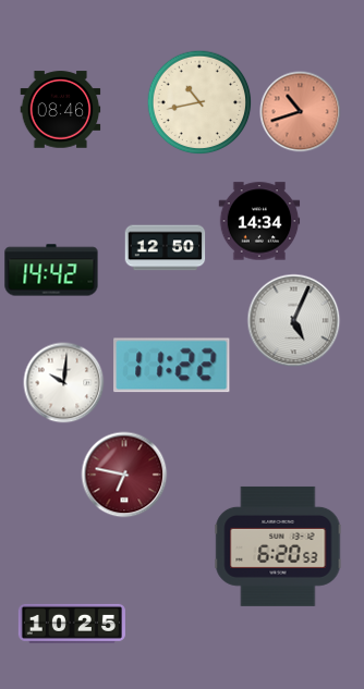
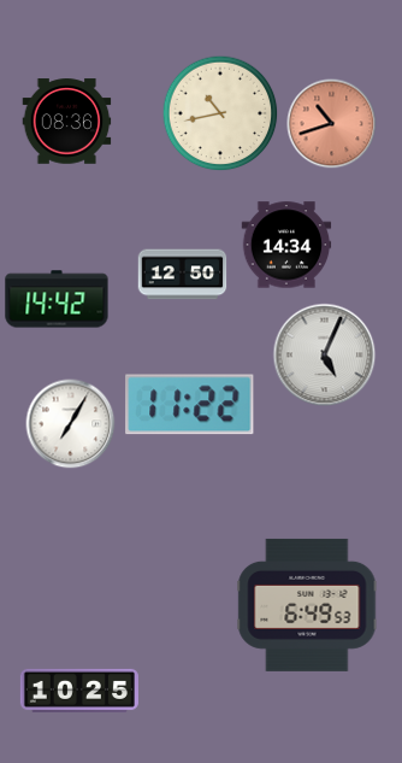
clock at (61, 110): 08:46 -> 08:36
clock at (64, 383): 10:01 -> 7:05
clock at (124, 475): 6:47 -> none
clock at (278, 546): 6:20 -> 6:49
